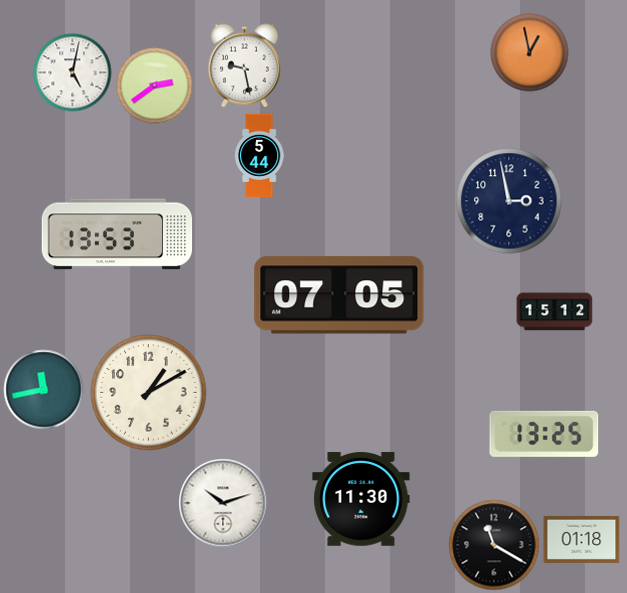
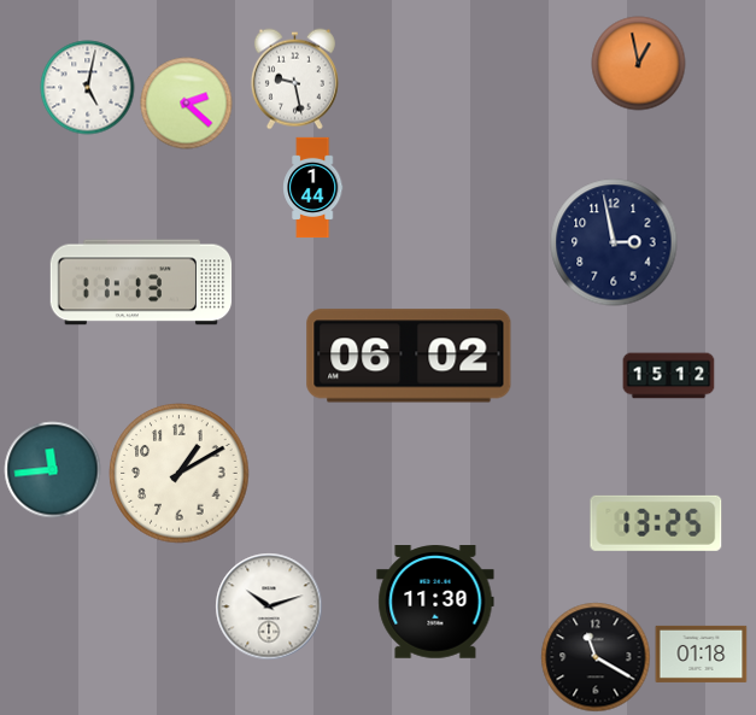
clock at (155, 86): 2:39 -> 2:22
clock at (260, 156): 5:44 -> 1:44
clock at (117, 234): 13:53 -> 11:13
clock at (339, 295): 07:05 -> 06:02
clock at (44, 390): 11:43 -> 11:44
clock at (582, 539) position: (582, 539) -> (702, 654)
